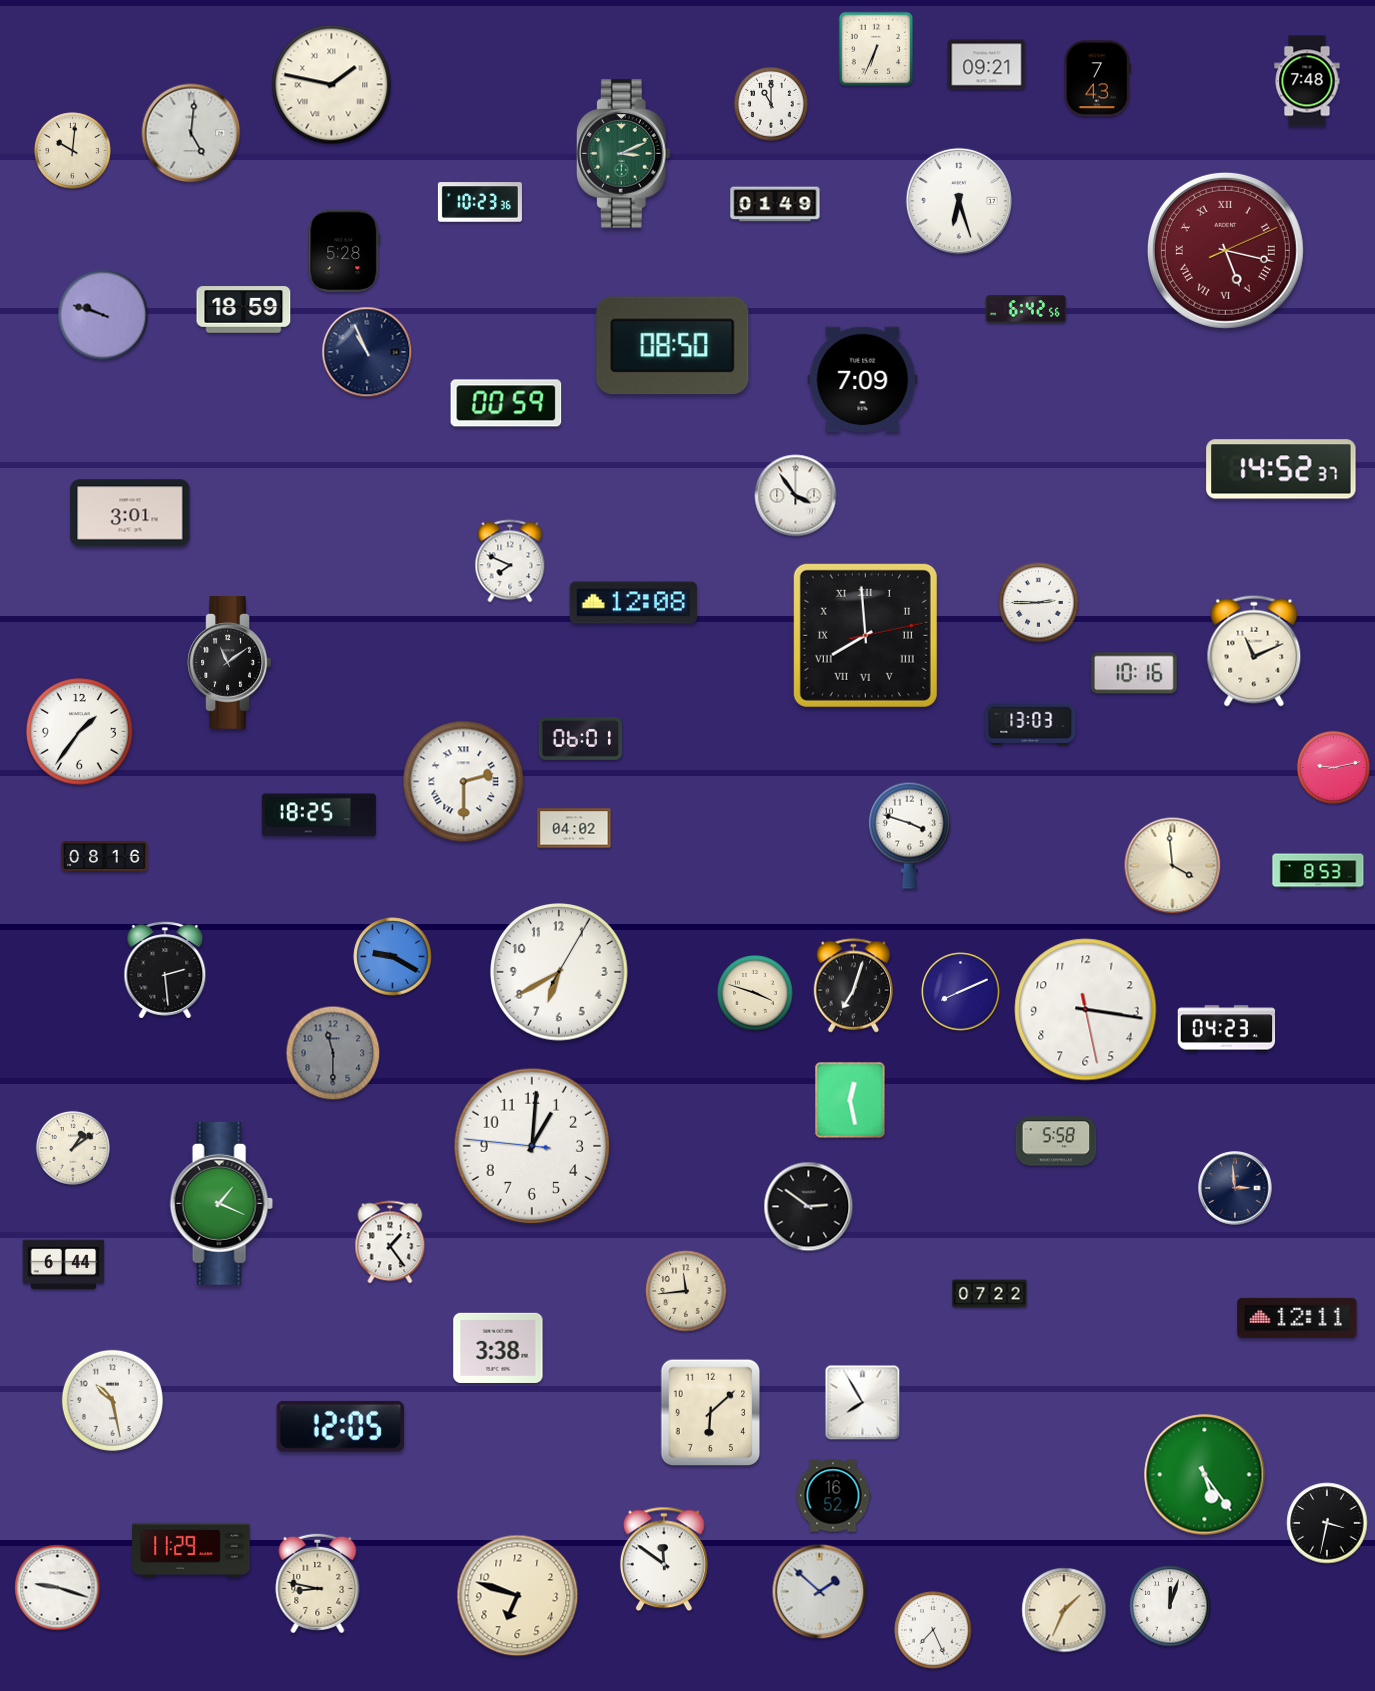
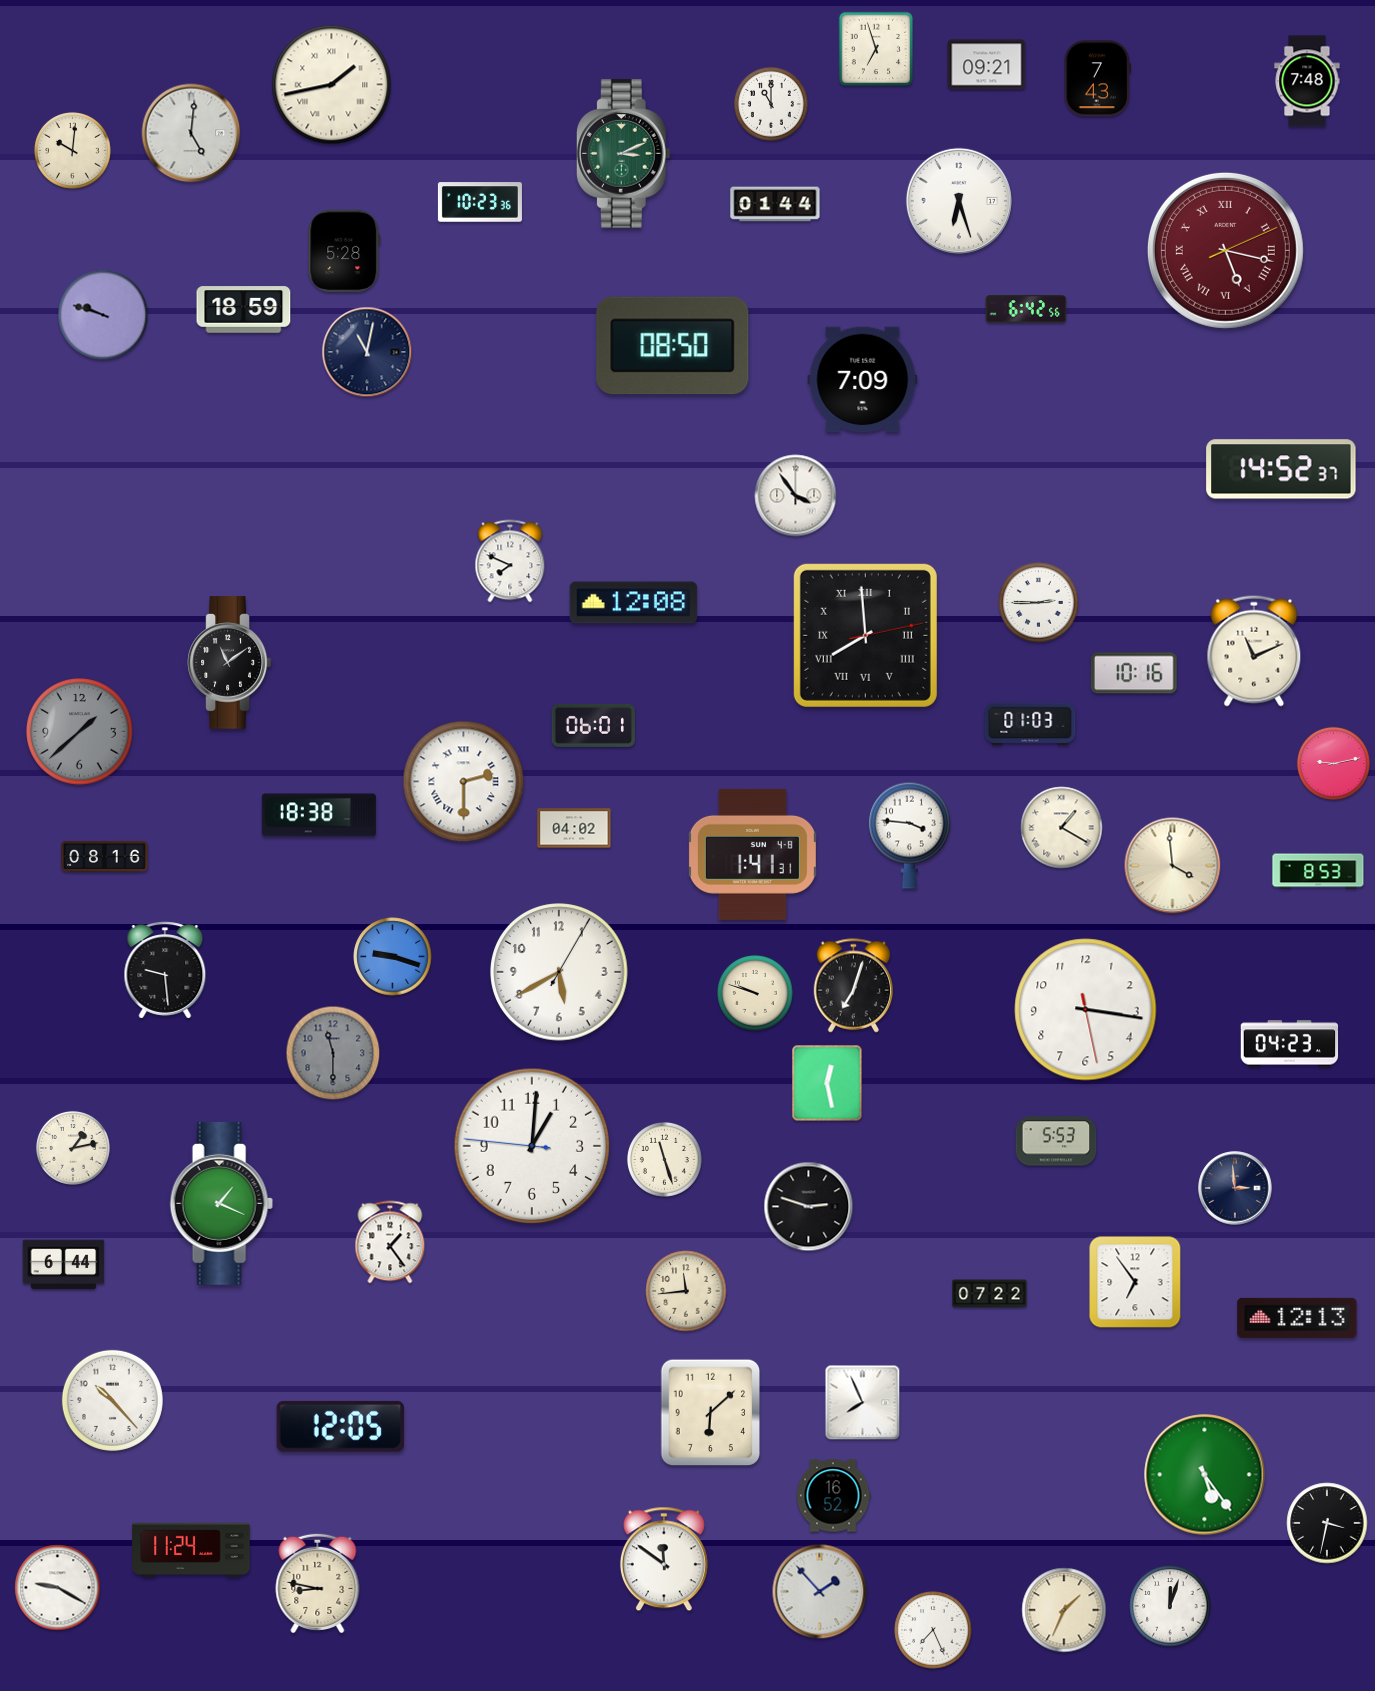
clock at (876, 49): 6:34 -> 6:57
clock at (332, 85): 1:47 -> 1:43
clock at (775, 204): 01:49 -> 01:44
clock at (367, 352): 10:56 -> 11:02
clock at (506, 403): 00:59 -> none
clock at (130, 513): 3:01 -> none
clock at (1030, 724): 13:03 -> 01:03
clock at (80, 732): 1:36 -> 1:38
clock at (80, 732) dial: white -> grey
clock at (580, 738) position: (580, 738) -> (593, 725)
clock at (1333, 767) position: (1333, 767) -> (1333, 763)
clock at (319, 815): 18:25 -> 18:38
clock at (1062, 828): none -> 1:20
clock at (909, 835): 3:48 -> 3:46
clock at (752, 854): none -> 1:41
clock at (393, 957): 9:20 -> 9:18
clock at (165, 970): 2:29 -> 9:29
clock at (559, 972): 6:40 -> 5:40
clock at (961, 992): 8:11 -> none
clock at (756, 994): 3:48 -> 9:48
clock at (1227, 1029) position: (1227, 1029) -> (1290, 1044)
clock at (850, 1100) position: (850, 1100) -> (827, 1083)
clock at (1056, 1141): 5:58 -> 5:53
clock at (73, 1148): 1:09 -> 1:13
clock at (664, 1159): none -> 11:27
clock at (809, 1207): 2:51 -> 2:48
clock at (1135, 1282): none -> 6:54
clock at (1297, 1318): 12:11 -> 12:13
clock at (498, 1348): 3:38 -> none
clock at (112, 1400): 10:28 -> 10:23
clock at (863, 1403): 7:55 -> 7:56
clock at (191, 1550): 11:29 -> 11:24
clock at (58, 1588): 9:18 -> 9:20
clock at (820, 1592): 1:52 -> 1:53
clock at (518, 1596): 6:48 -> none
